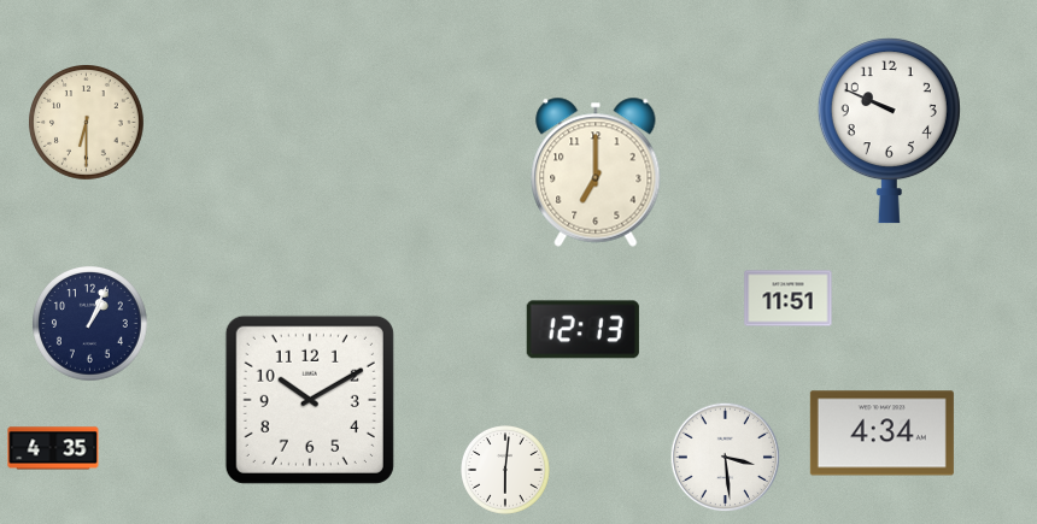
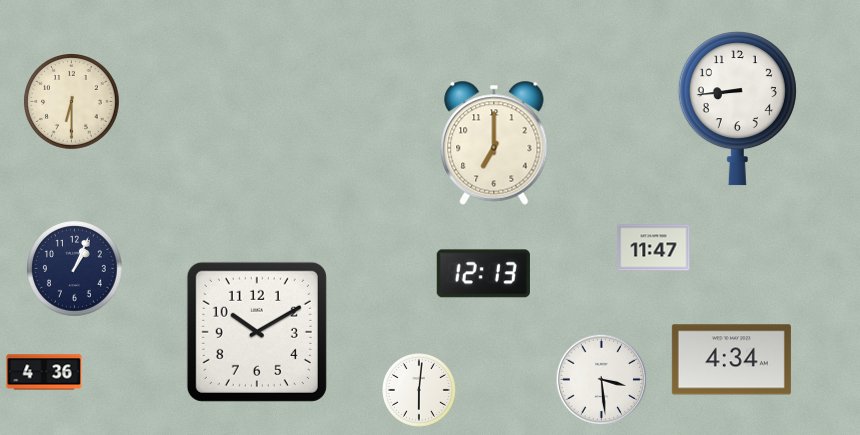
clock at (889, 131): 9:49 -> 8:44
clock at (789, 299): 11:51 -> 11:47
clock at (53, 448): 4:35 -> 4:36
